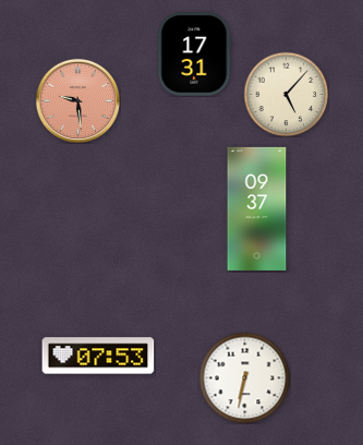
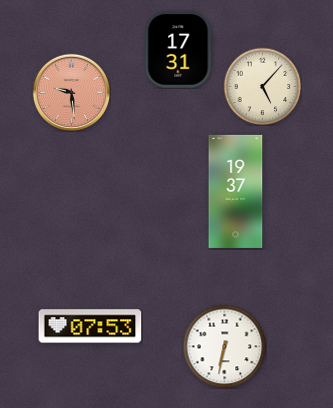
clock at (257, 208): 09:37 -> 19:37
